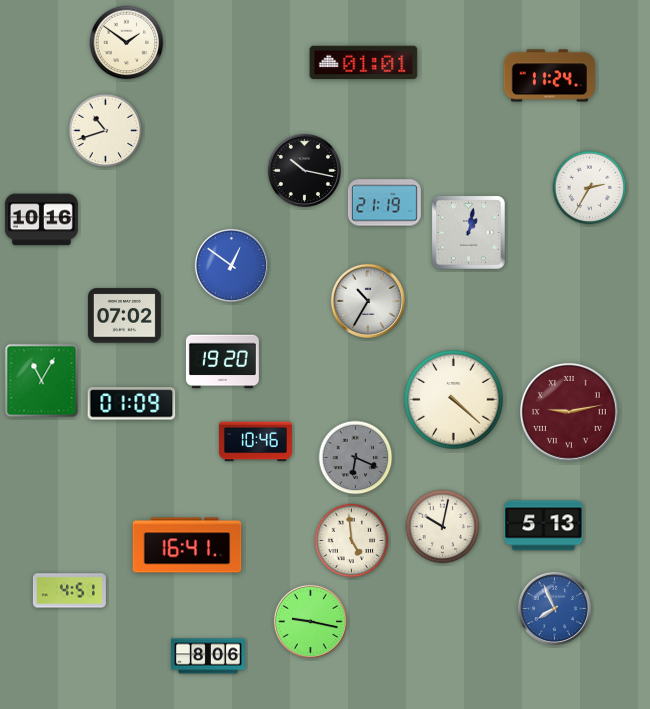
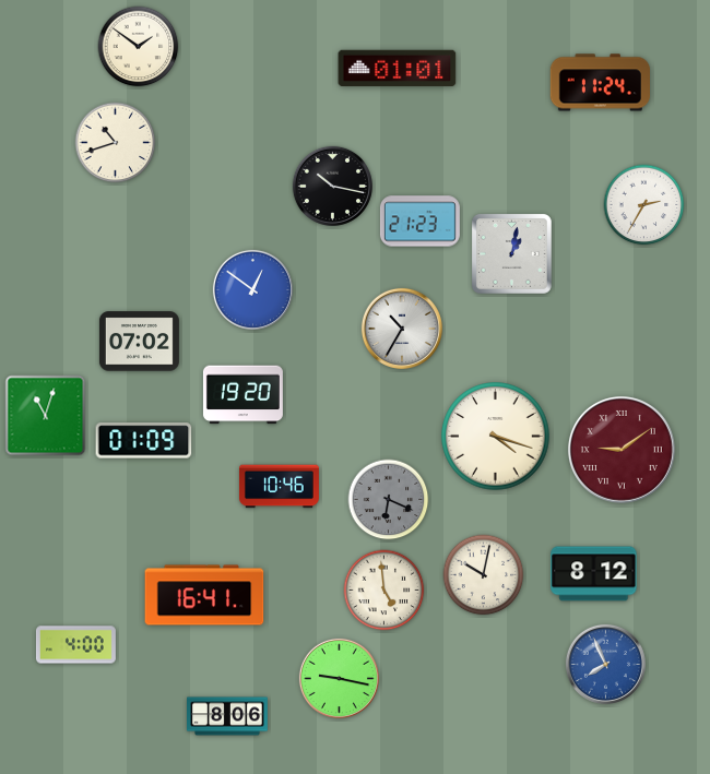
clock at (384, 203): 21:19 -> 21:23
clock at (41, 220): 10:16 -> none
clock at (124, 316) position: (124, 316) -> (139, 342)
clock at (42, 381): 11:05 -> 11:03
clock at (454, 400): 4:22 -> 4:18
clock at (569, 412): 9:13 -> 9:09
clock at (255, 442) position: (255, 442) -> (279, 487)
clock at (544, 526): 5:13 -> 8:12
clock at (69, 591): 4:51 -> 4:00
